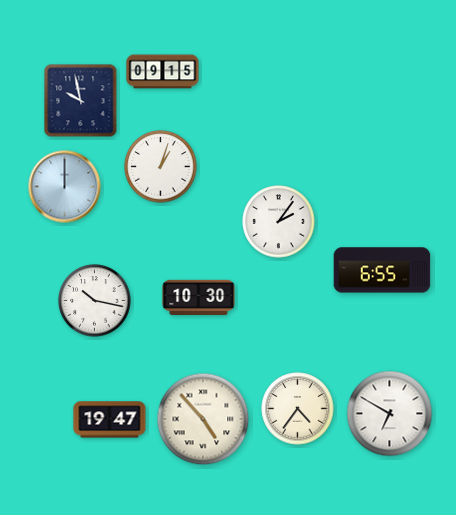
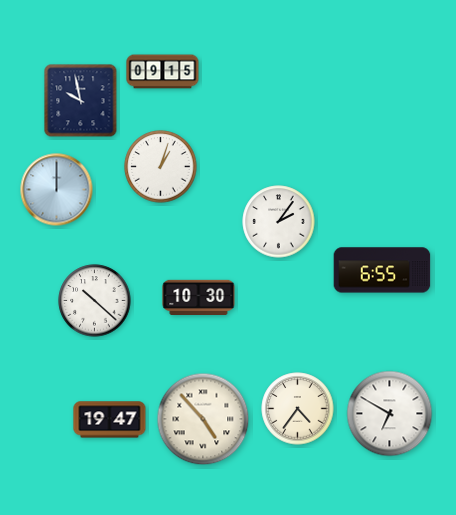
clock at (65, 187) position: (65, 187) -> (57, 190)
clock at (95, 301): 10:17 -> 10:22
